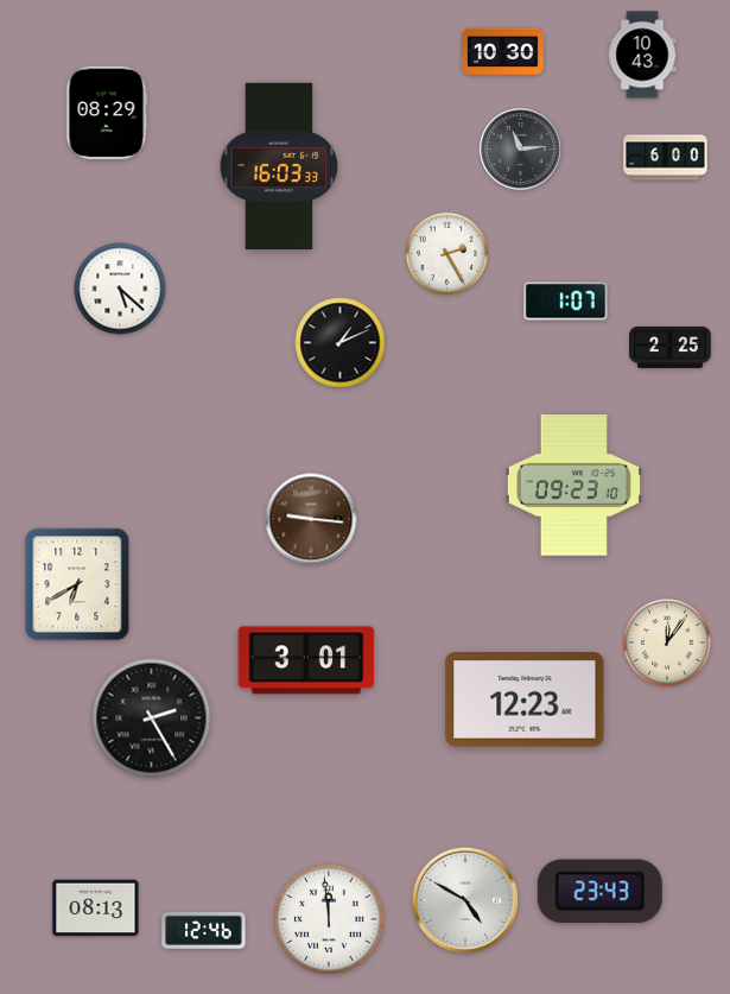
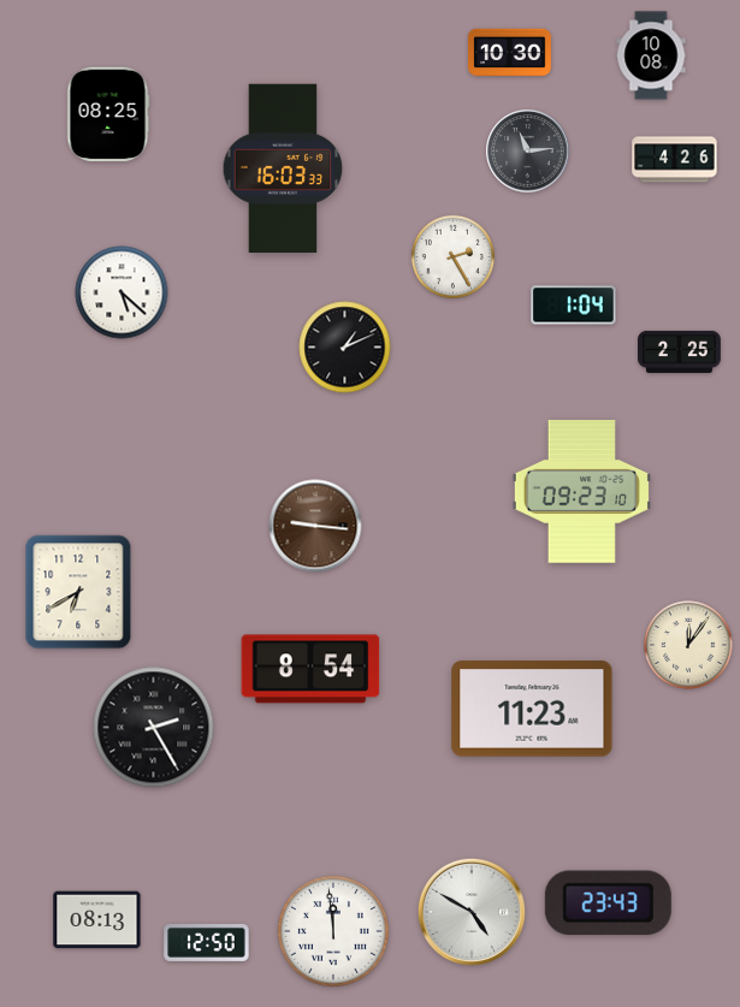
clock at (642, 55): 10:43 -> 10:08
clock at (107, 113): 08:29 -> 08:25
clock at (666, 158): 6:00 -> 4:26
clock at (566, 302): 1:07 -> 1:04
clock at (667, 642) position: (667, 642) -> (688, 645)
clock at (306, 660): 3:01 -> 8:54
clock at (525, 699): 12:23 -> 11:23
clock at (204, 930): 12:46 -> 12:50
